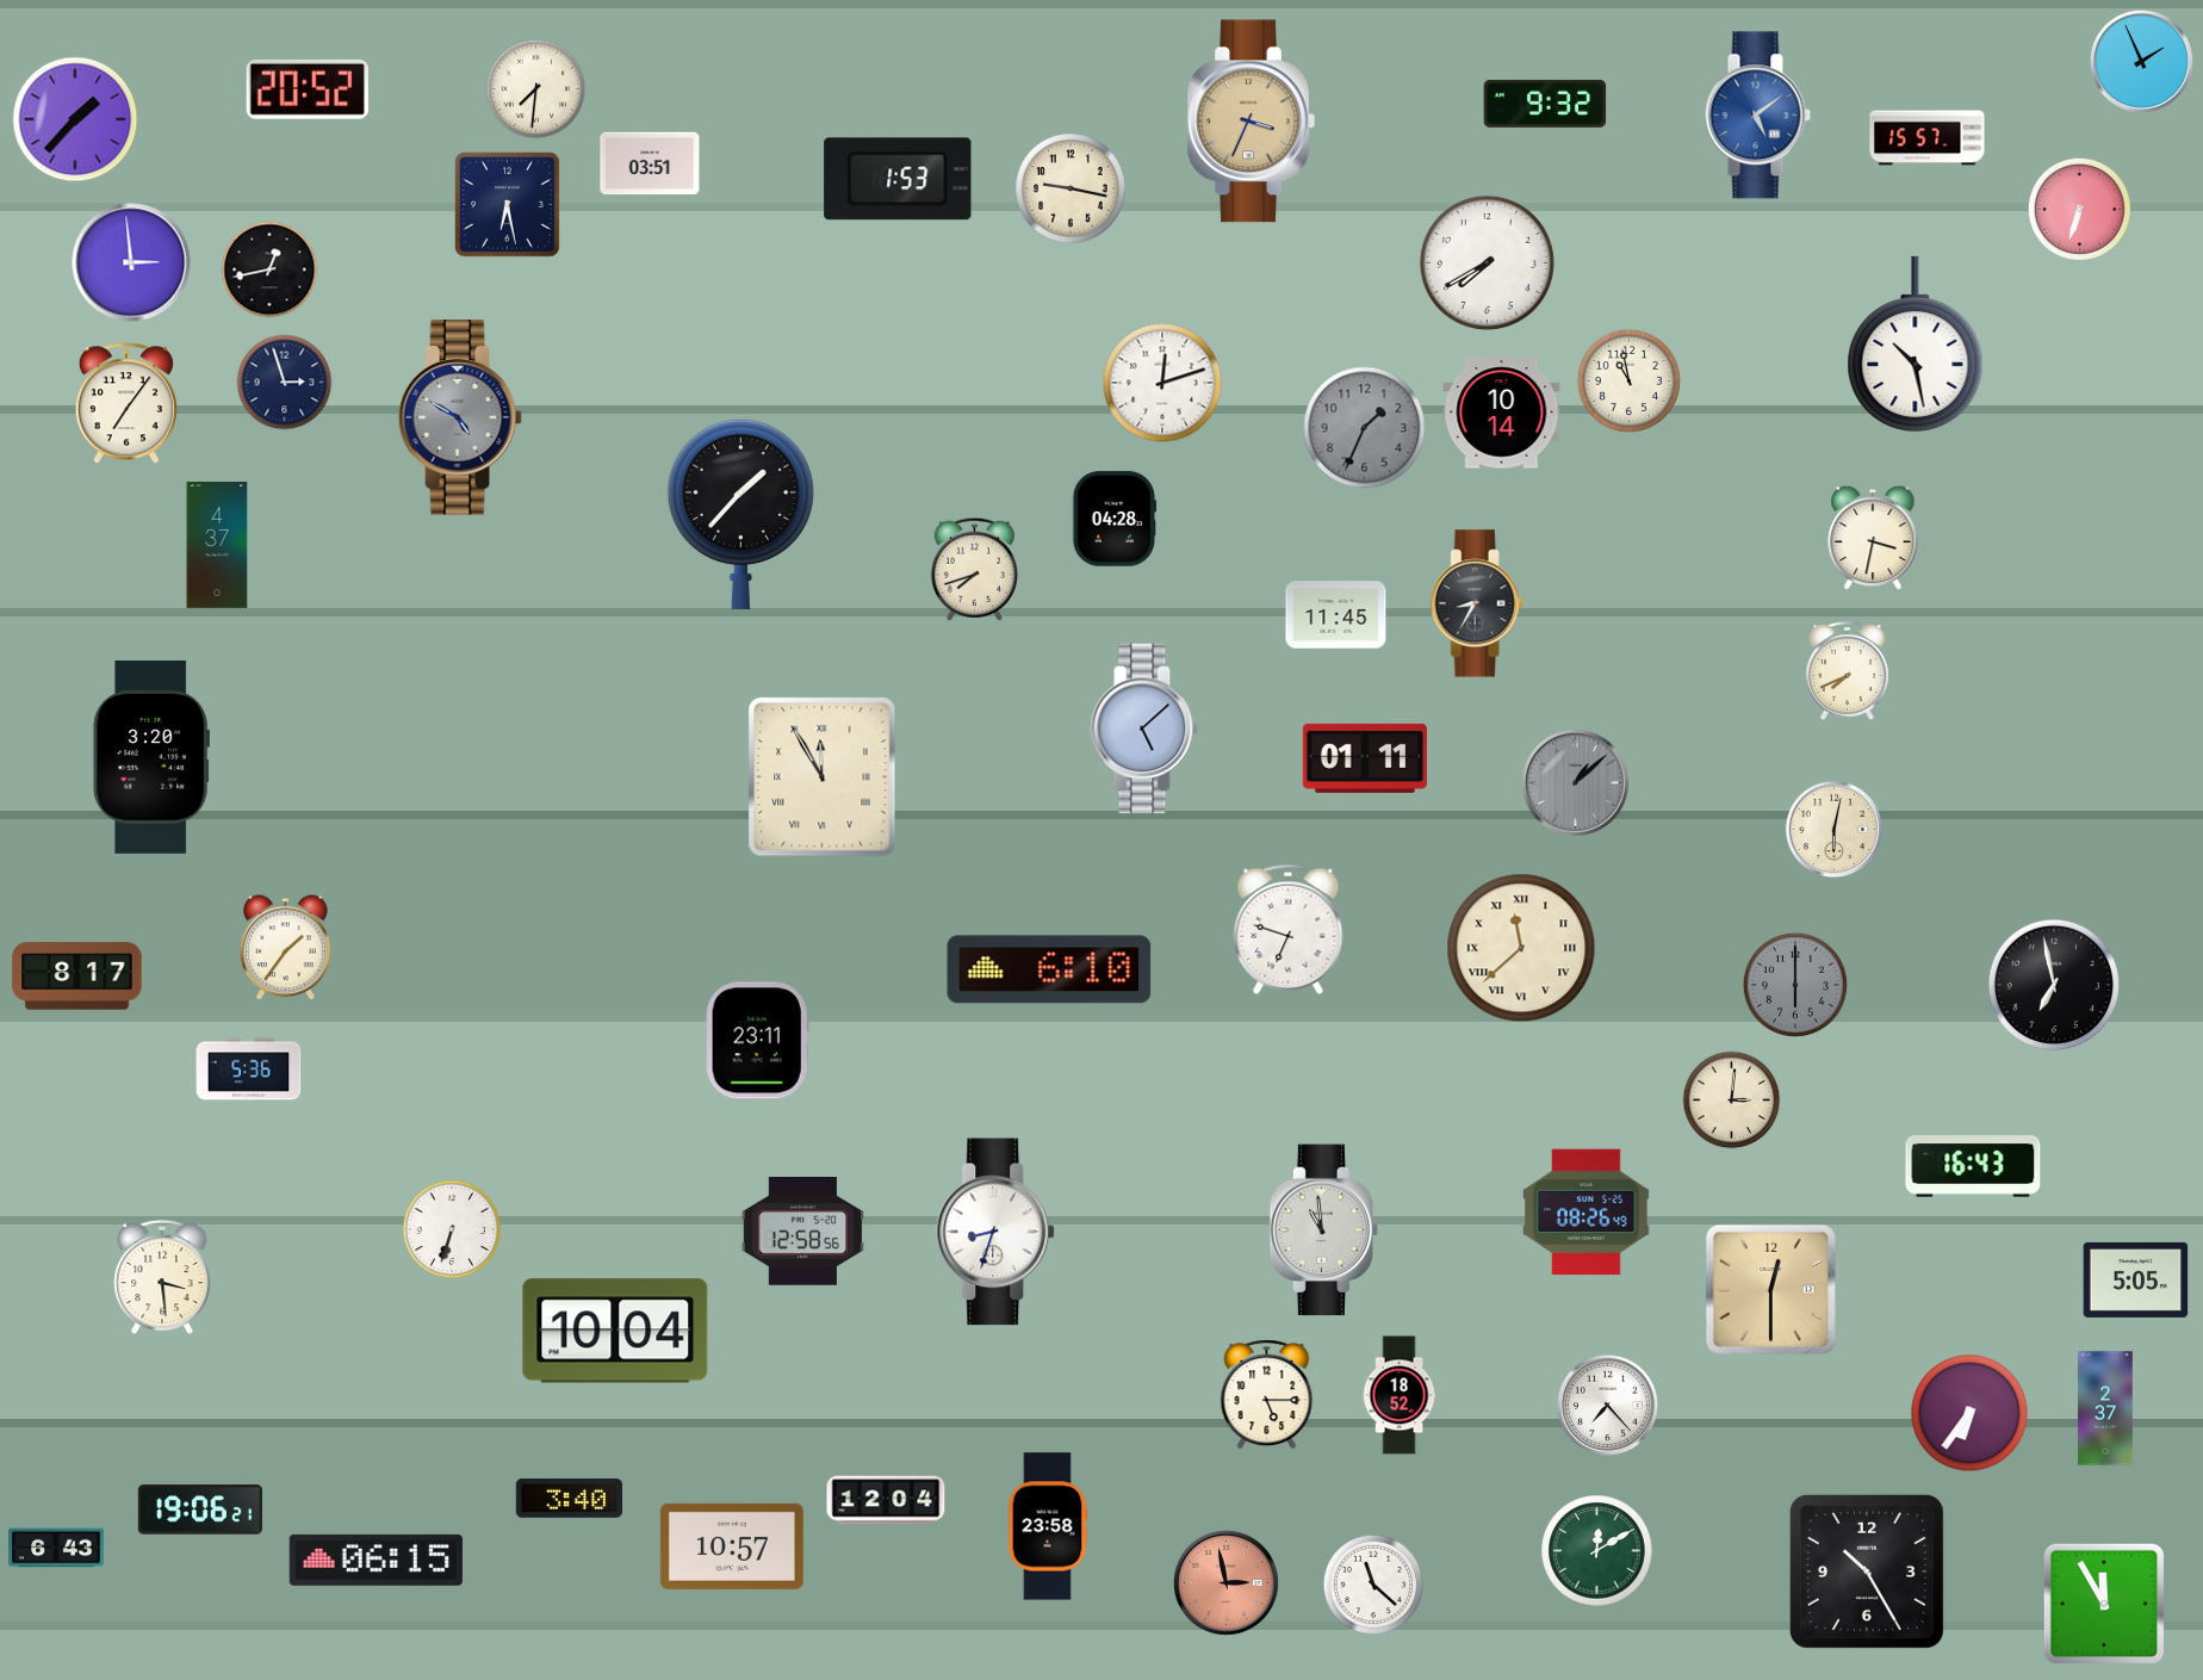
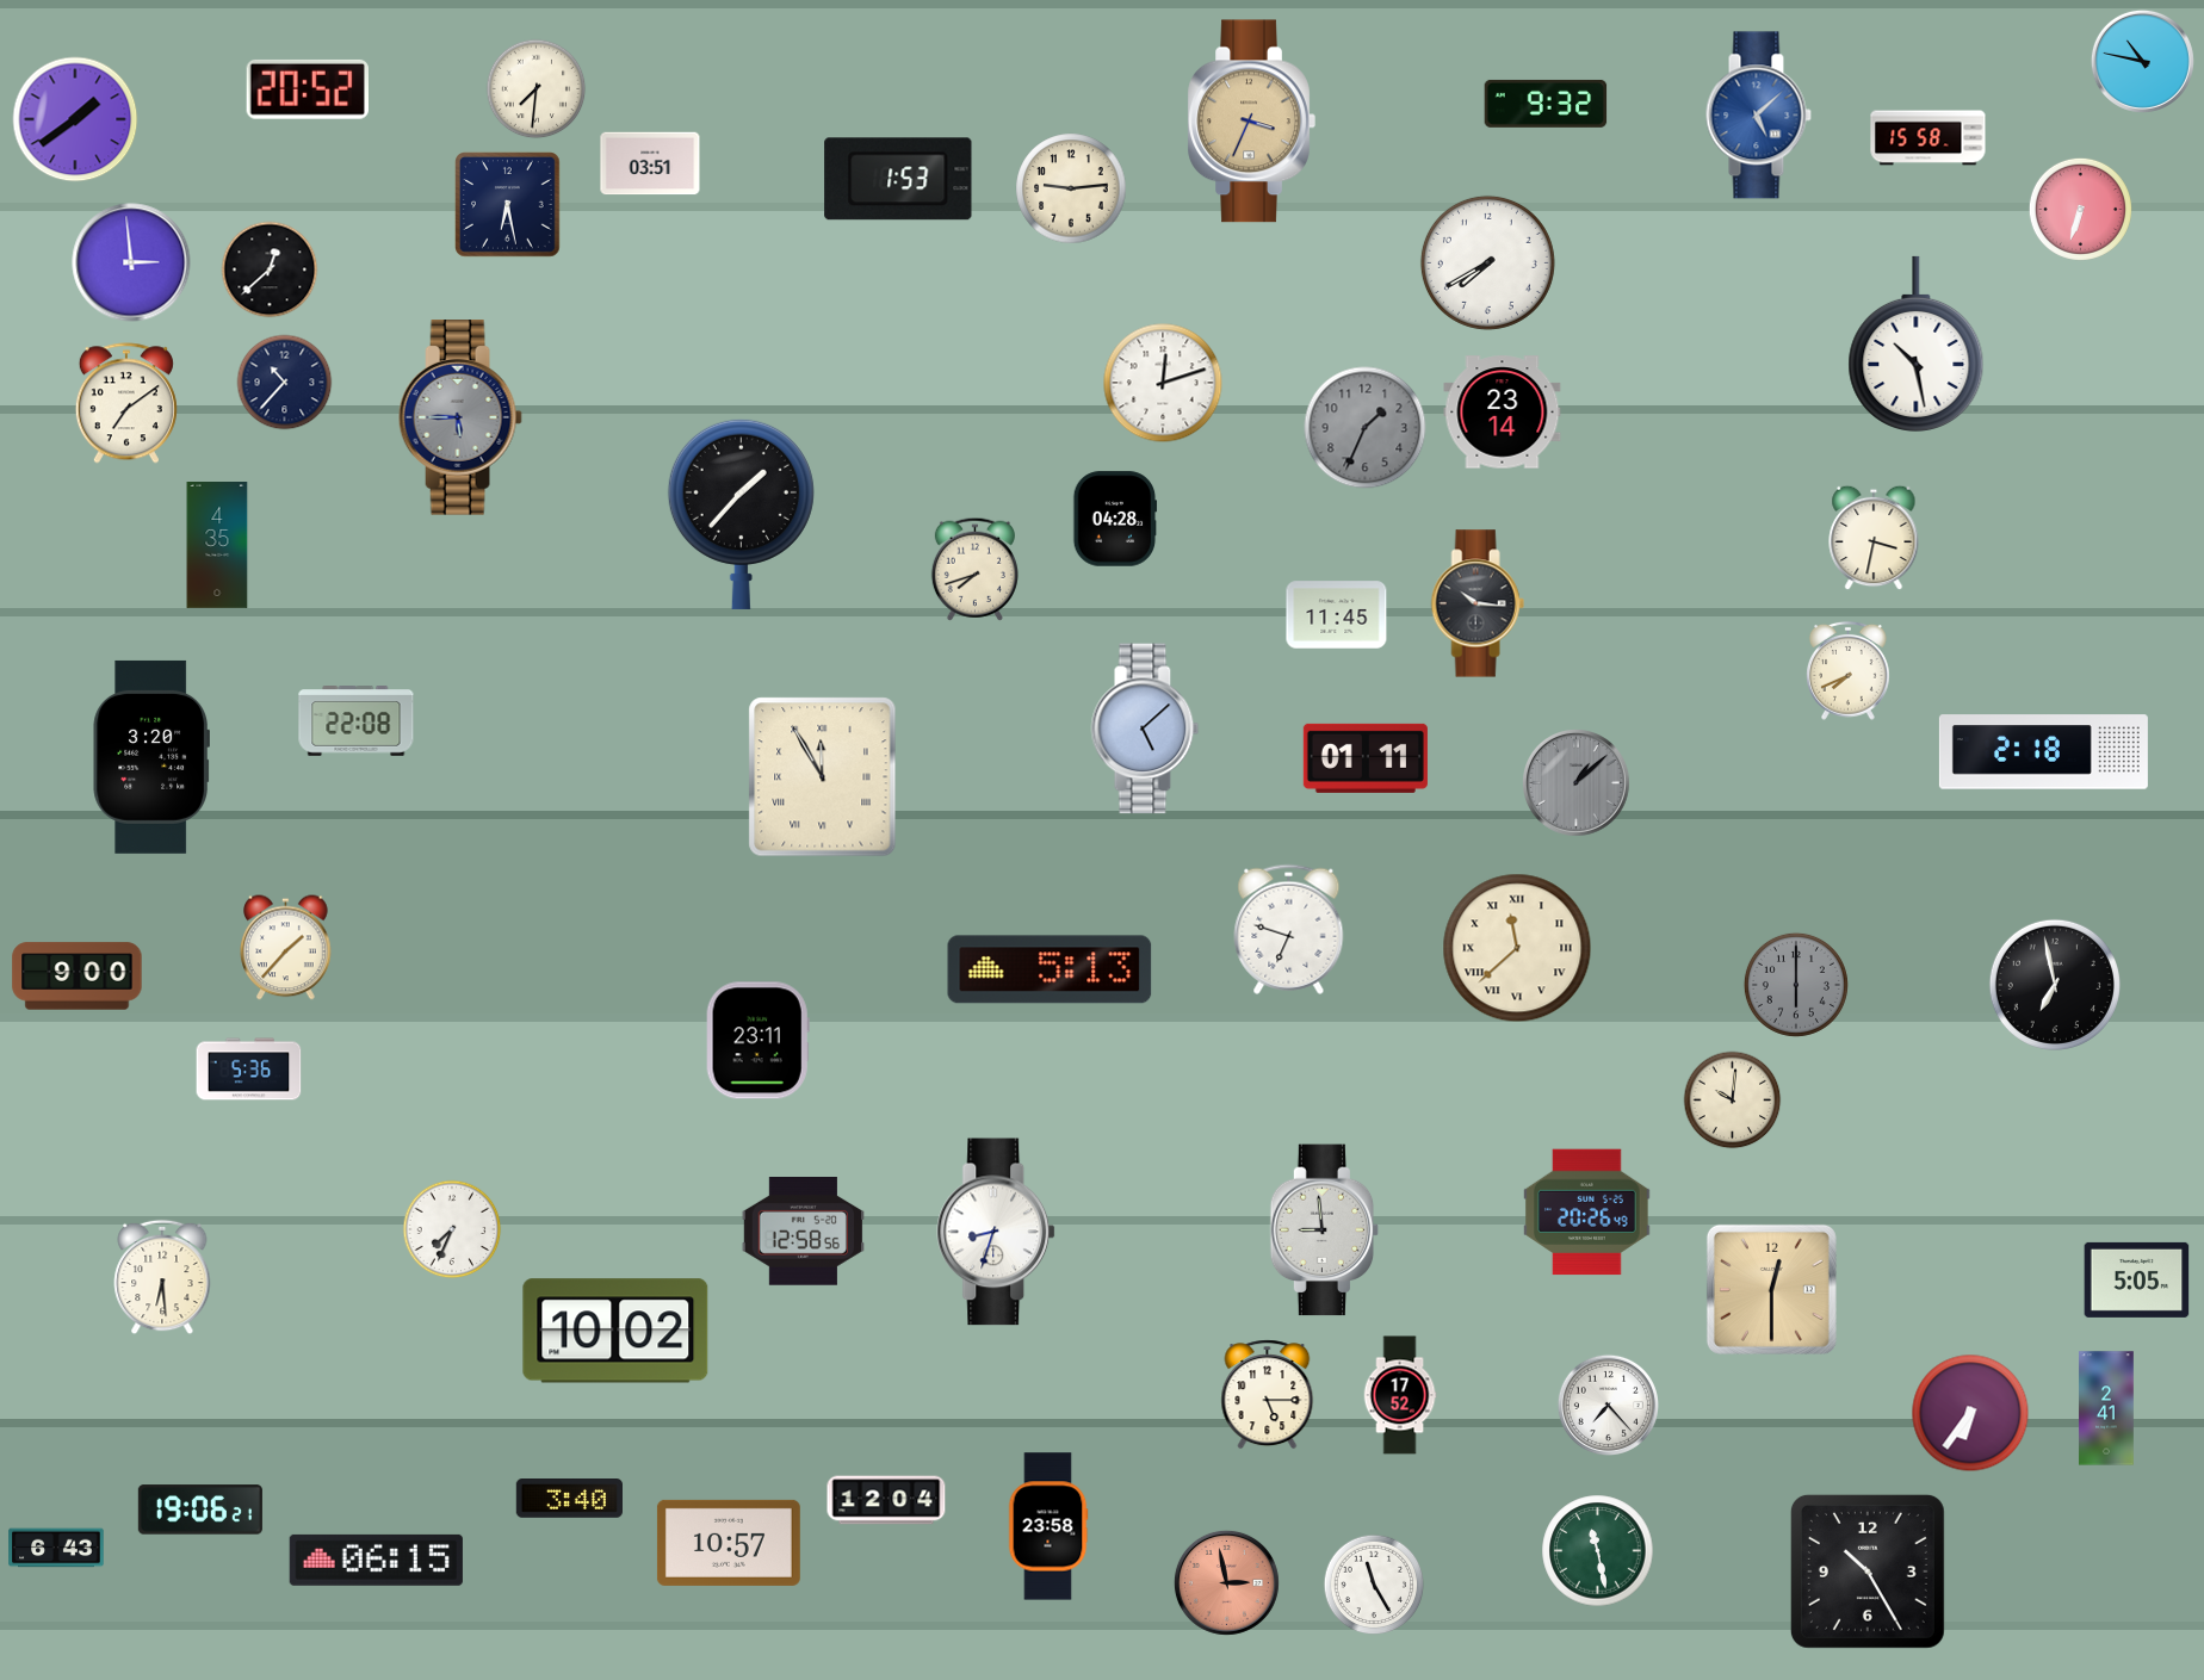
clock at (2141, 61): 1:56 -> 10:47
clock at (1757, 116): 5:09 -> 5:08
clock at (75, 119): 1:37 -> 1:39
clock at (1928, 138): 15:57 -> 15:58
clock at (1071, 188): 9:17 -> 9:14
clock at (269, 269): 12:43 -> 12:38
clock at (1628, 380): 10:58 -> none
clock at (285, 383): 2:57 -> 10:37
clock at (126, 403): 7:06 -> 7:09
clock at (1502, 413): 10:14 -> 23:14
clock at (460, 417): 4:50 -> 5:45
clock at (217, 546): 4:37 -> 4:35
clock at (1477, 603): 8:35 -> 10:16
clock at (357, 721): none -> 22:08
clock at (2043, 752): none -> 2:18
clock at (1835, 830): 6:02 -> none
clock at (286, 948): 1:36 -> 1:37
clock at (1521, 948) position: (1521, 948) -> (1517, 948)
clock at (1049, 969): 6:10 -> 5:13
clock at (77, 977): 8:17 -> 9:00
clock at (1732, 1101): 3:01 -> 10:01
clock at (1973, 1166): 16:43 -> none
clock at (1587, 1213): 08:26 -> 20:26
clock at (452, 1229): 6:33 -> 7:34
clock at (1324, 1230): 10:59 -> 8:59
clock at (162, 1277): 3:29 -> 6:29
clock at (615, 1331): 10:04 -> 10:02
clock at (1400, 1395): 18:52 -> 17:52
clock at (2105, 1408): 2:37 -> 2:41
clock at (732, 1546) position: (732, 1546) -> (729, 1543)
clock at (1597, 1551): 12:10 -> 11:28
clock at (1373, 1585): 11:22 -> 11:25
clock at (2104, 1604): 11:55 -> none
